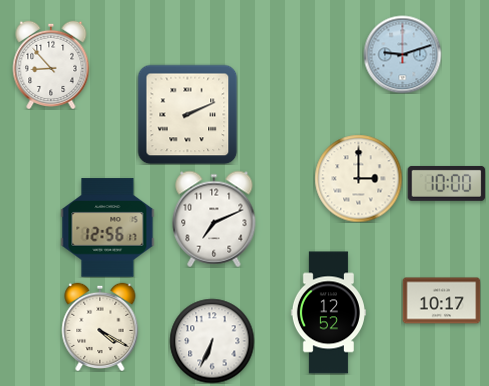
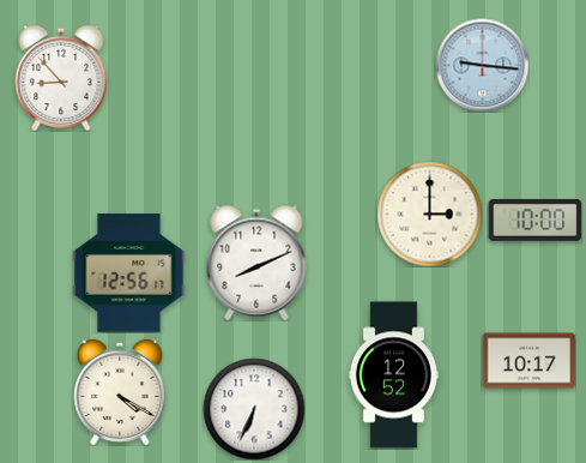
clock at (402, 54): 9:12 -> 9:16
clock at (187, 114): 2:11 -> none
clock at (214, 219): 7:11 -> 8:11
